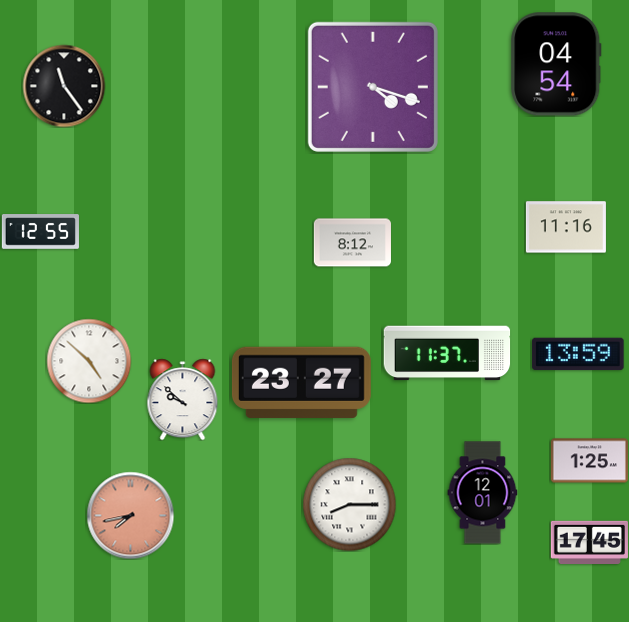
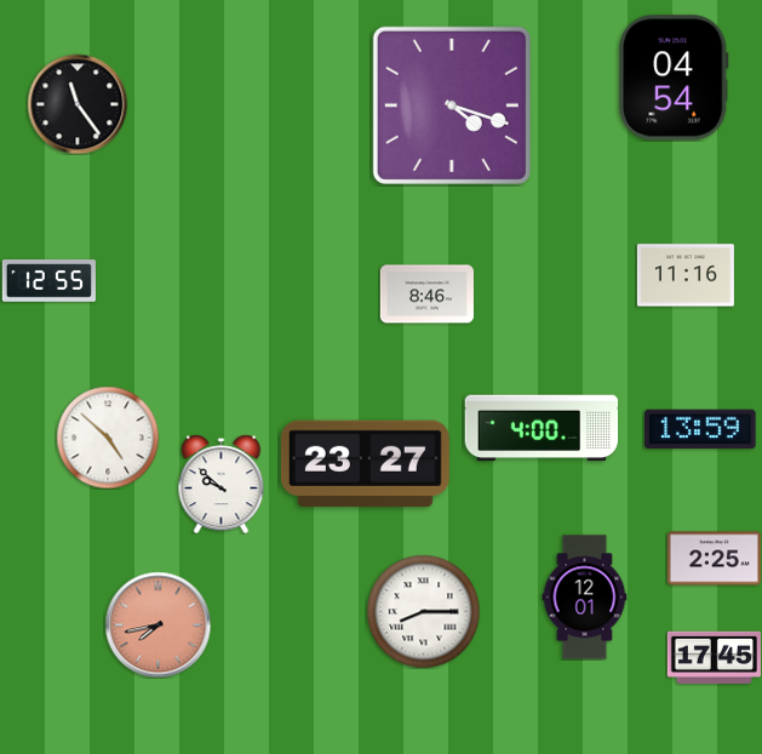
clock at (352, 243): 8:12 -> 8:46
clock at (447, 353): 11:37 -> 4:00
clock at (589, 461): 1:25 -> 2:25
